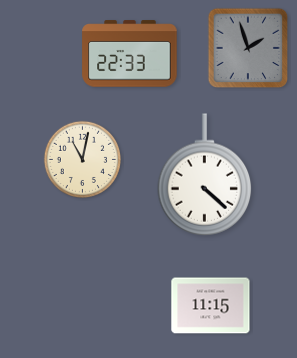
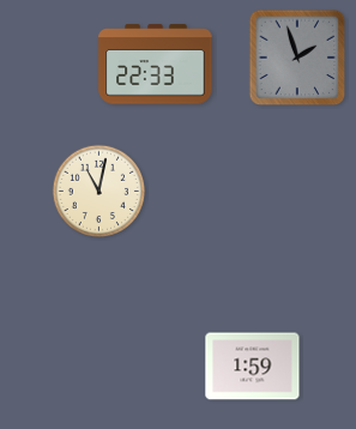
clock at (205, 175): 4:22 -> none
clock at (211, 306): 11:15 -> 1:59
